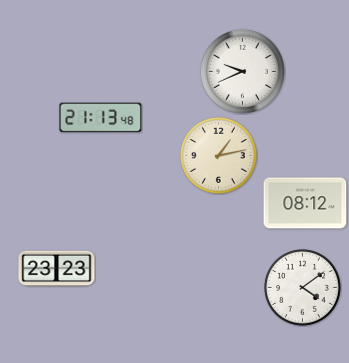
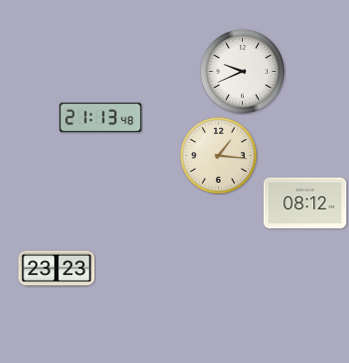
clock at (219, 156): 1:13 -> 1:16
clock at (303, 288): 4:09 -> none
